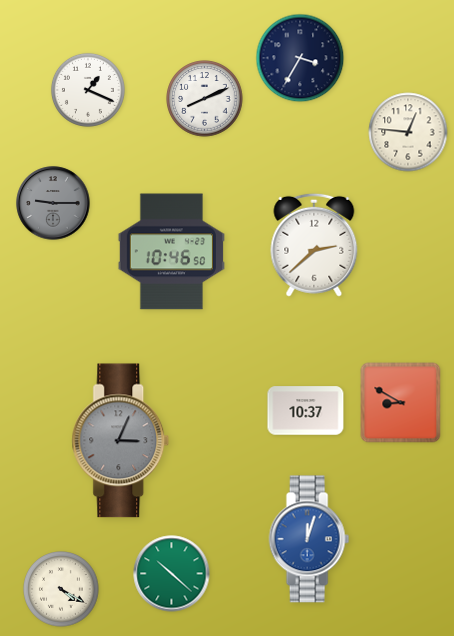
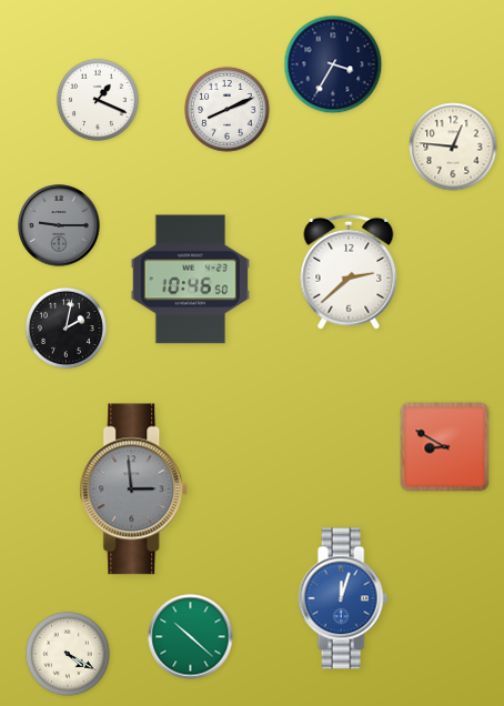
clock at (65, 327): none -> 2:02
clock at (306, 411): 10:37 -> none
clock at (121, 441): 3:04 -> 2:59
